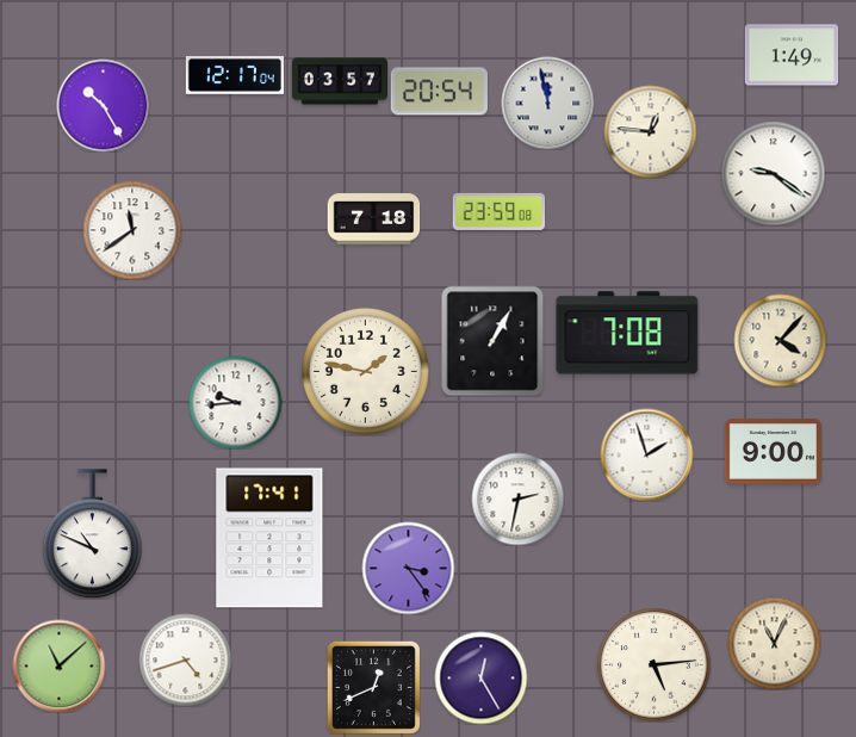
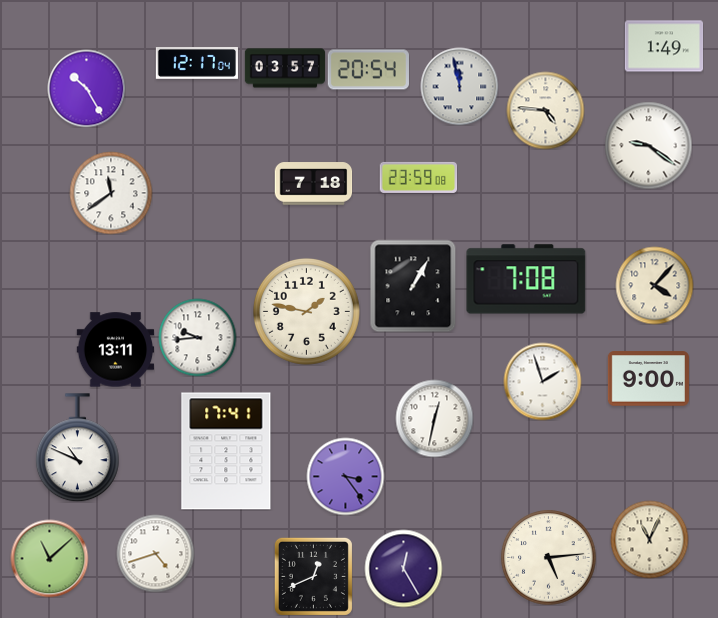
clock at (439, 92) position: (439, 92) -> (368, 70)
clock at (650, 131): 12:46 -> 4:46
clock at (115, 350): none -> 13:11
clock at (517, 498): 2:32 -> 12:32
clock at (408, 568) position: (408, 568) -> (345, 476)
